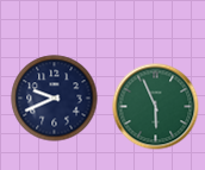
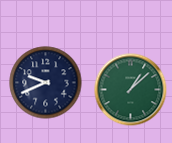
clock at (156, 107): 5:56 -> 1:08
